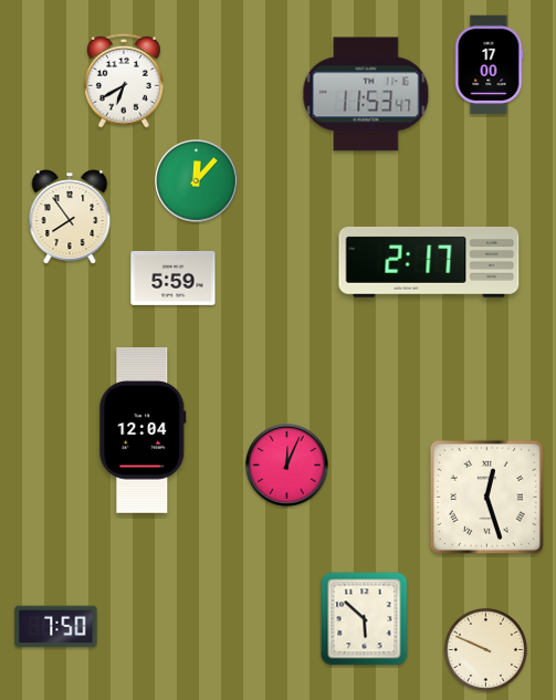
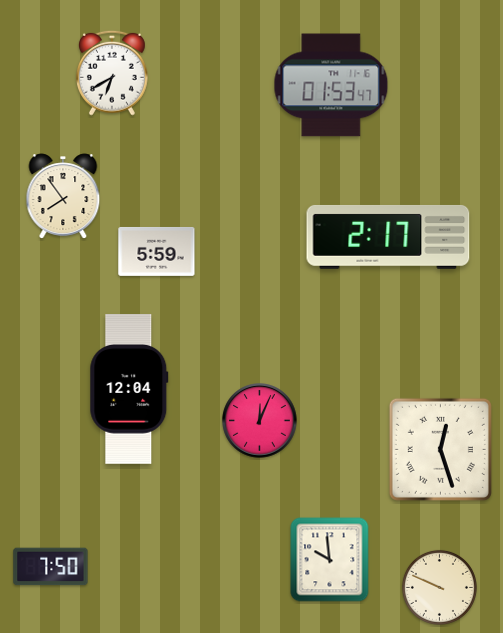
clock at (490, 65): 17:00 -> none
clock at (366, 94): 11:53 -> 01:53
clock at (197, 181): 12:07 -> none
clock at (365, 619): 5:52 -> 9:59
